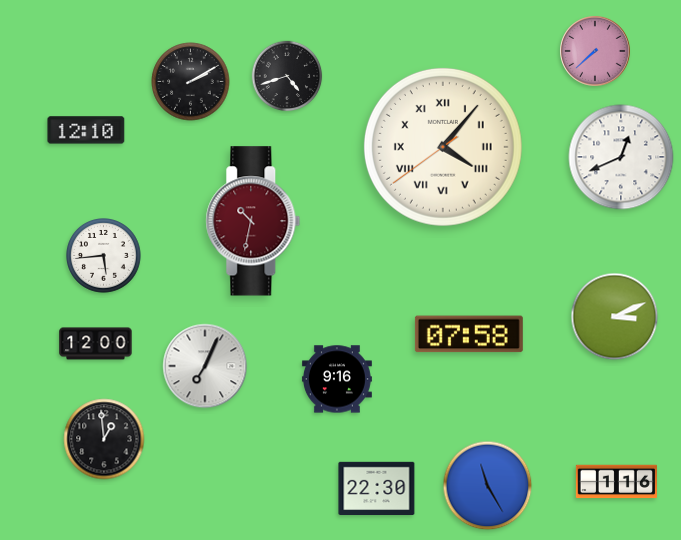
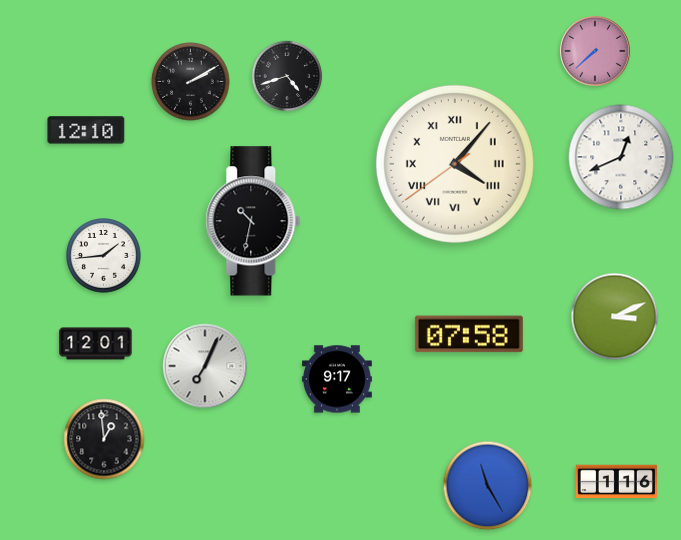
clock at (443, 147) position: (443, 147) -> (455, 164)
clock at (253, 221) dial: burgundy -> black
clock at (104, 256): 5:44 -> 1:44
clock at (96, 344): 12:00 -> 12:01
clock at (337, 379): 9:16 -> 9:17
clock at (377, 489): 22:30 -> none
